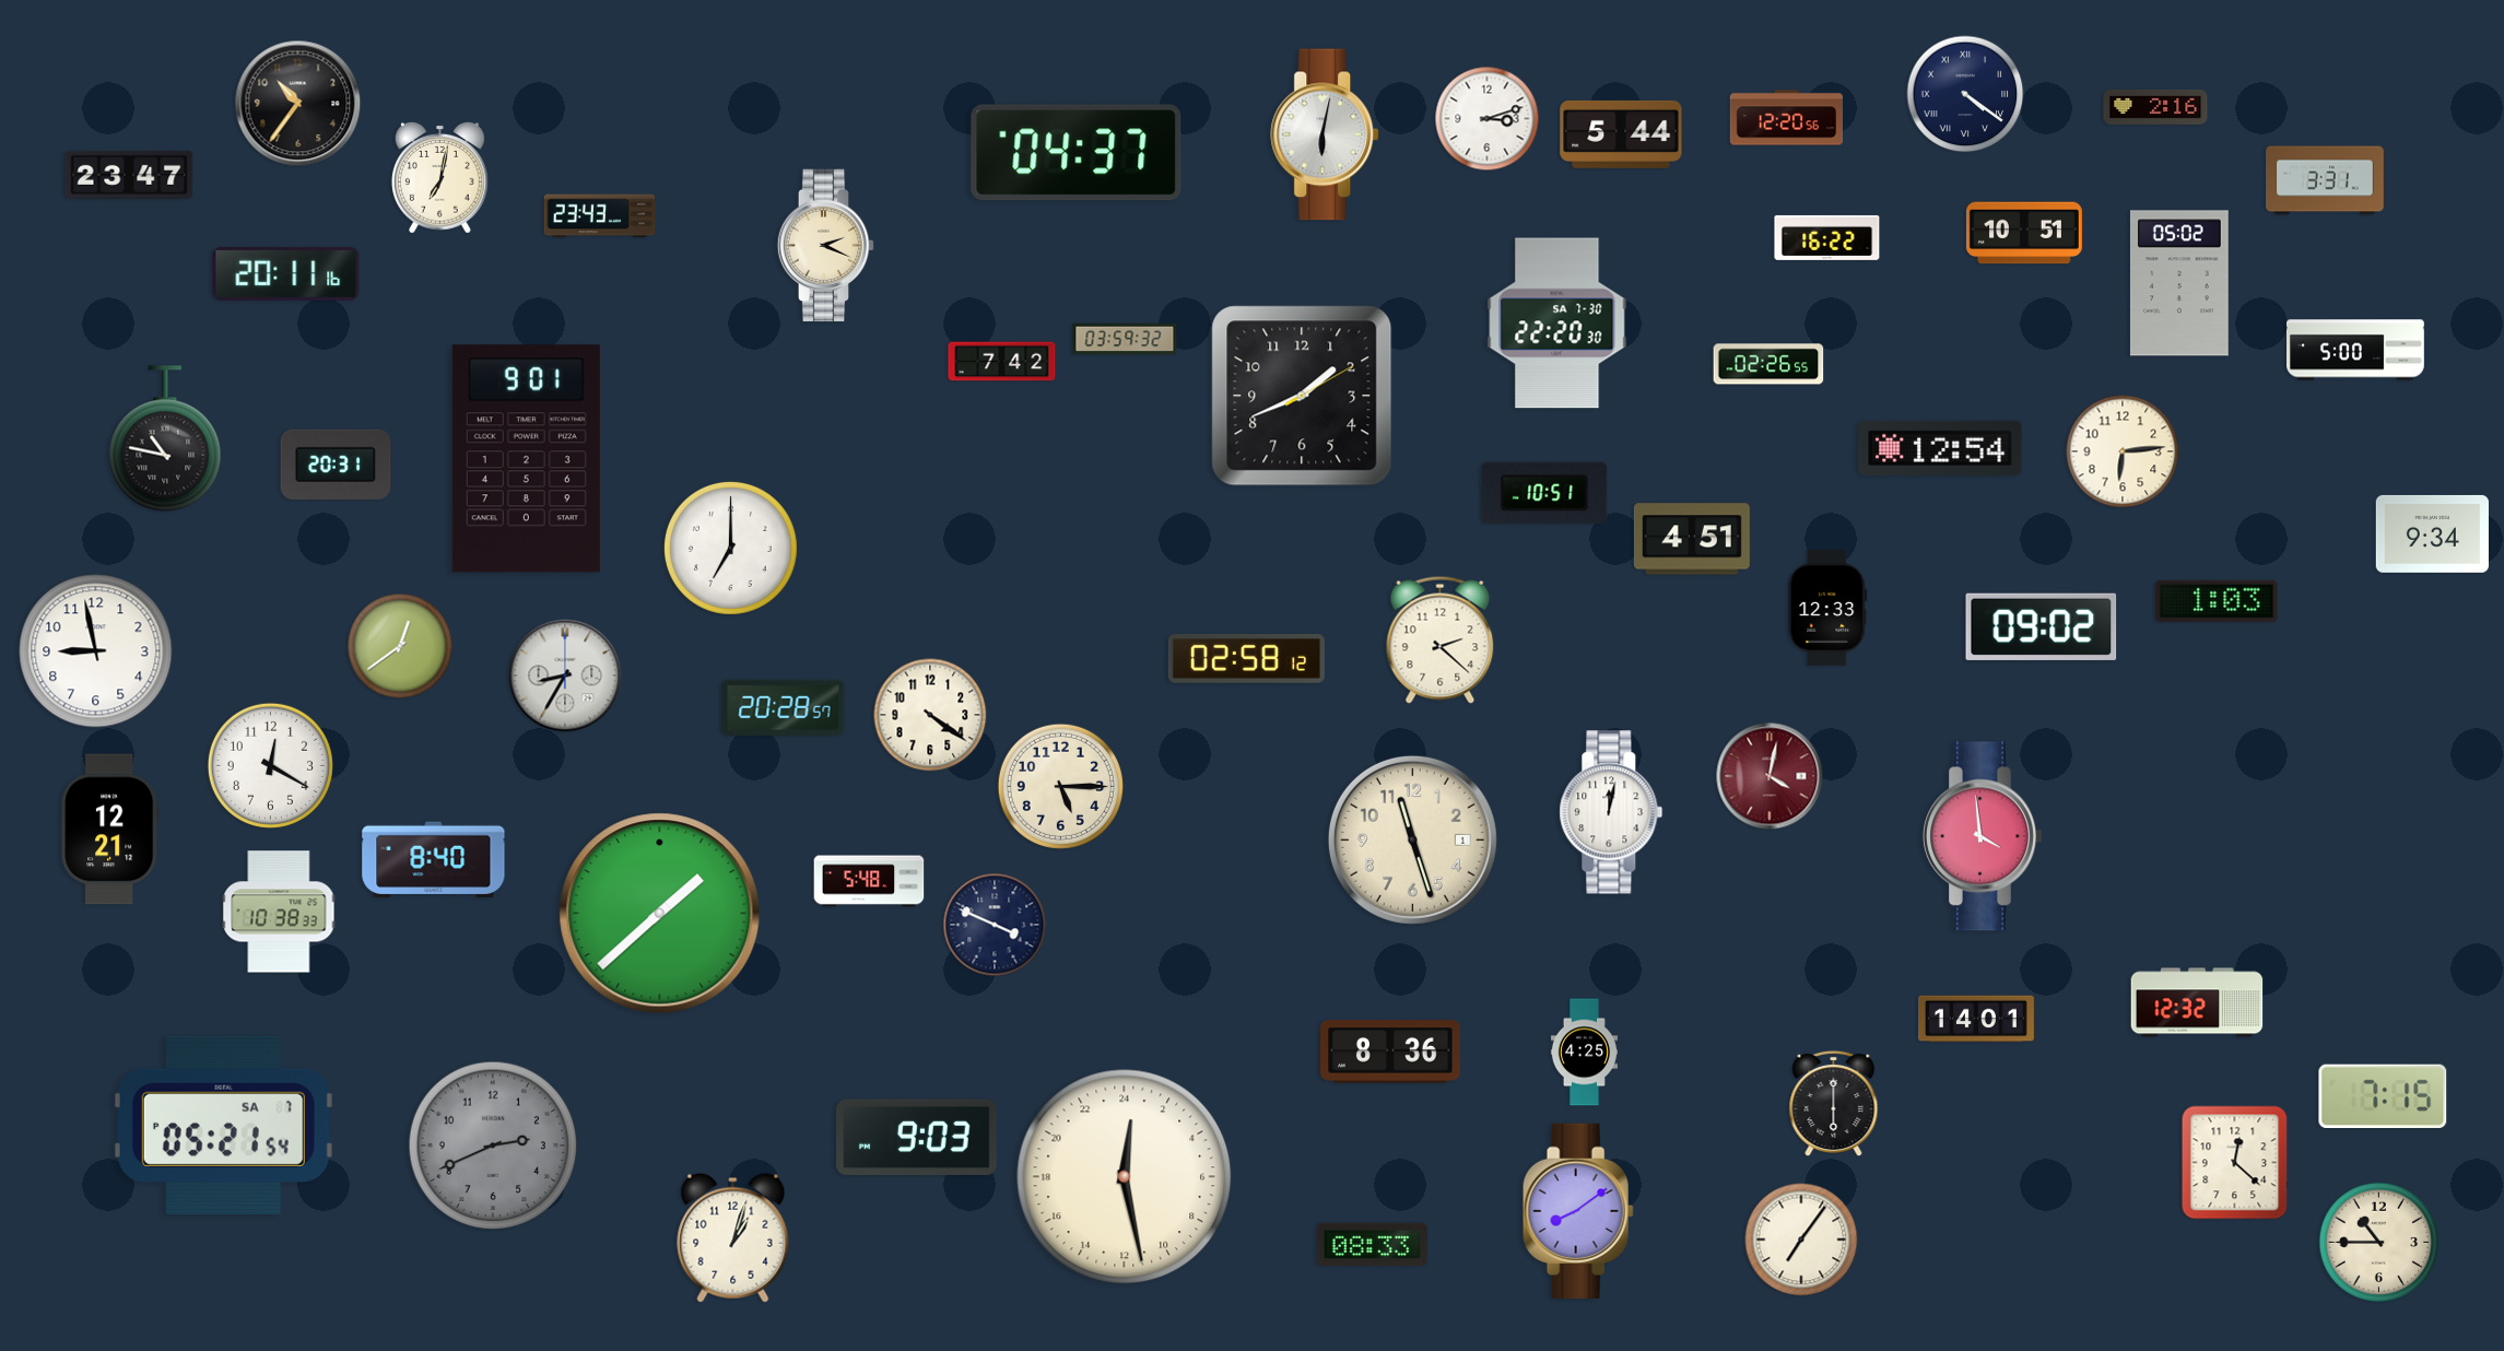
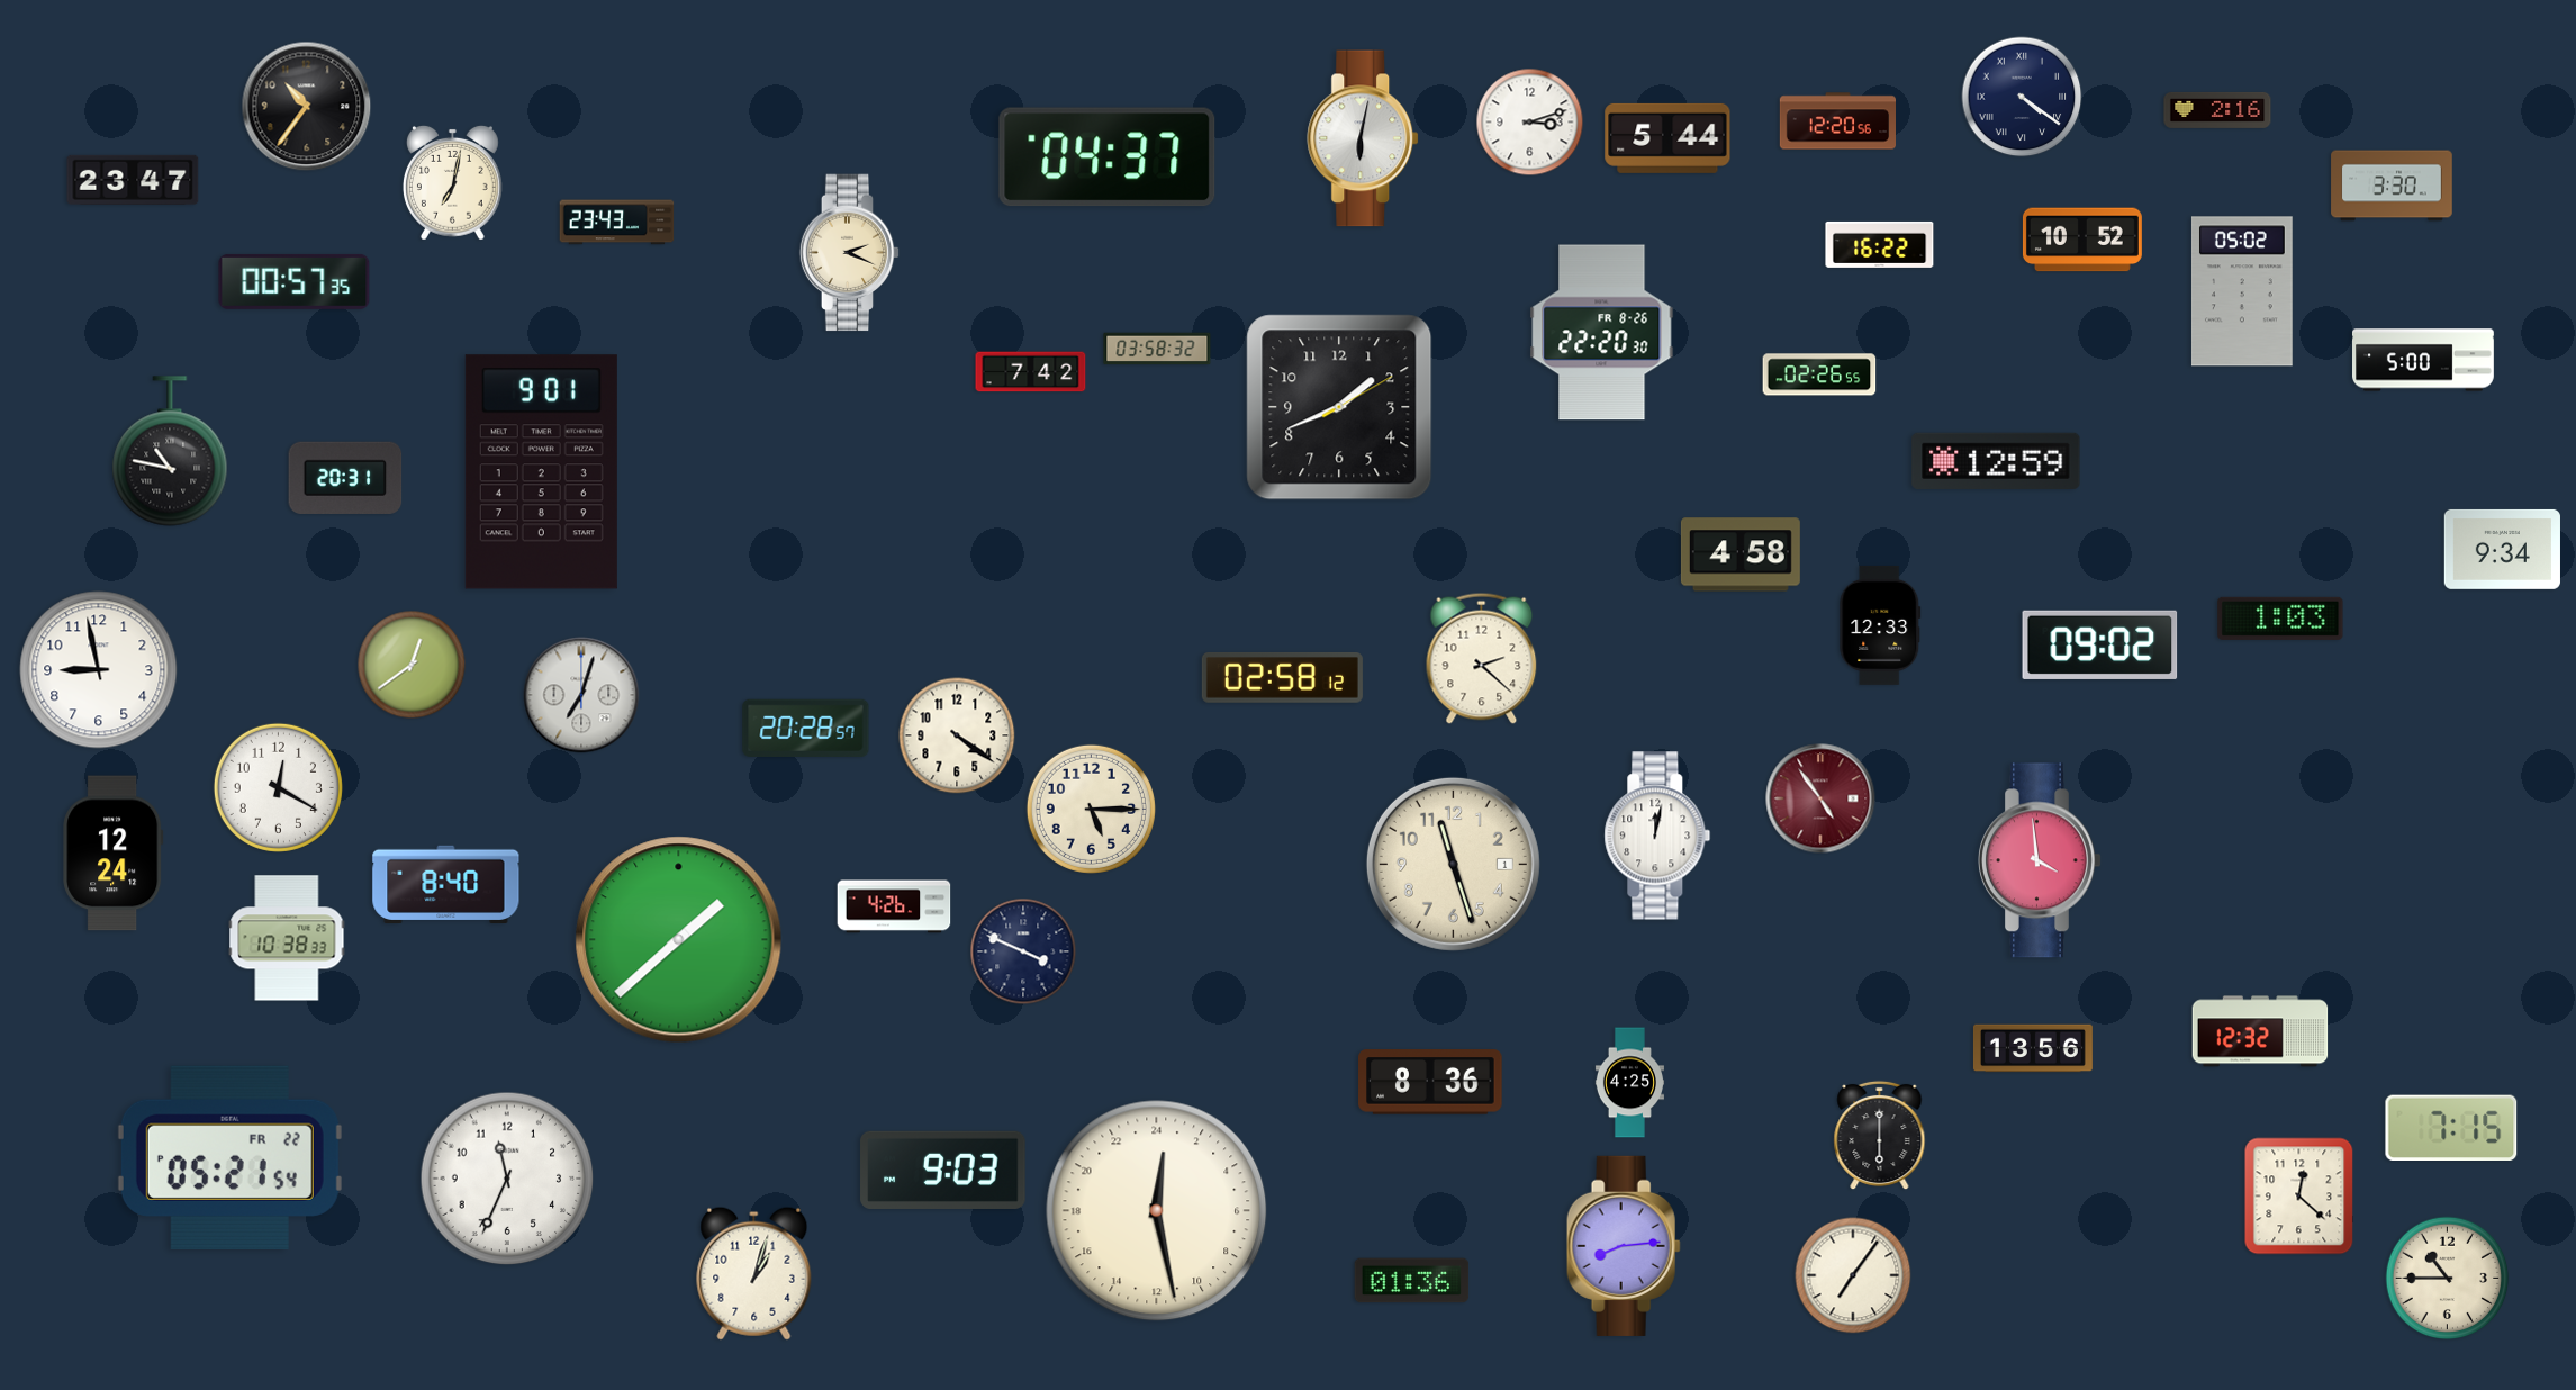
clock at (2325, 180): 3:31 -> 3:30
clock at (2024, 233): 10:51 -> 10:52
clock at (286, 273): 20:11 -> 00:57
clock at (1557, 324) date: SA 7-30 -> FR 8-26
clock at (1125, 339): 03:59 -> 03:58
clock at (1940, 448): 12:54 -> 12:59
clock at (2123, 451): 6:14 -> none
clock at (1544, 492): 10:51 -> none
clock at (1692, 539): 4:51 -> 4:58
clock at (730, 548): 7:00 -> none
clock at (565, 675): 8:35 -> 7:03
clock at (1770, 776): 4:02 -> 4:54
clock at (110, 830): 12:21 -> 12:24
clock at (869, 881): 5:48 -> 4:26
clock at (1976, 1019): 14:01 -> 13:56
clock at (1834, 1104) position: (1834, 1104) -> (1880, 1136)
clock at (223, 1125) date: SA 7 -> FR 22
clock at (493, 1146): 2:41 -> 11:34
clock at (493, 1146) dial: grey -> white
clock at (1578, 1211): 8:09 -> 8:14
clock at (1373, 1245): 08:33 -> 01:36
